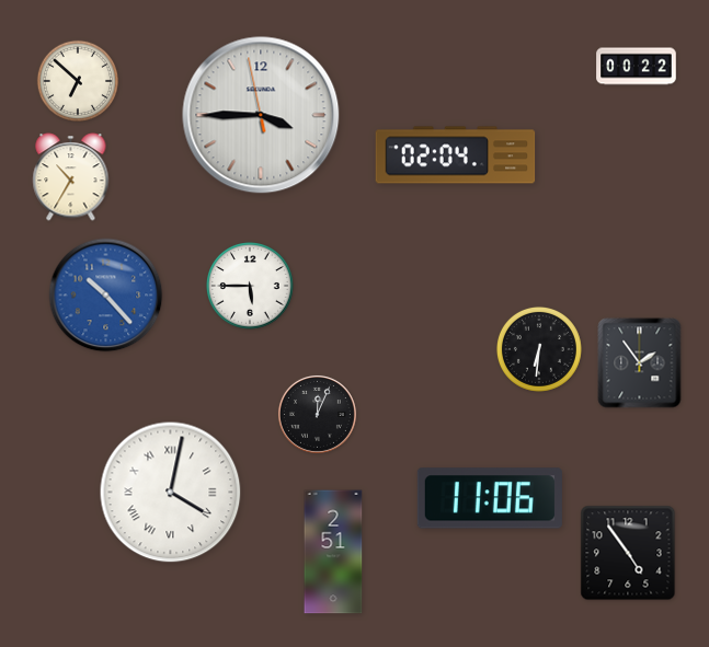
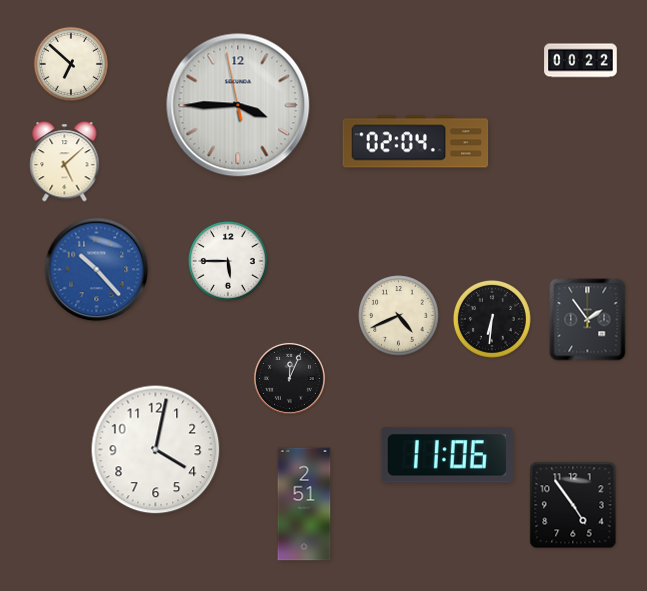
clock at (77, 80) position: (77, 80) -> (70, 63)
clock at (71, 177): 10:35 -> 5:08
clock at (399, 316): none -> 4:41
clock at (640, 363) position: (640, 363) -> (588, 320)
clock at (171, 493) numerals: Roman -> Arabic
